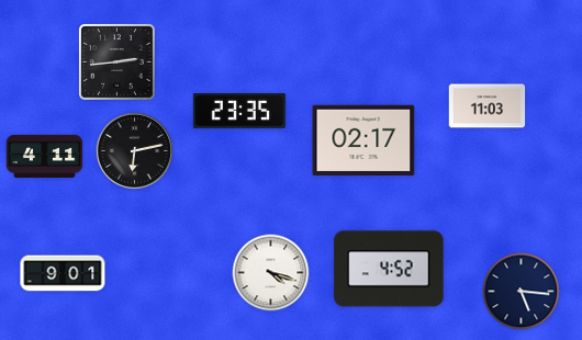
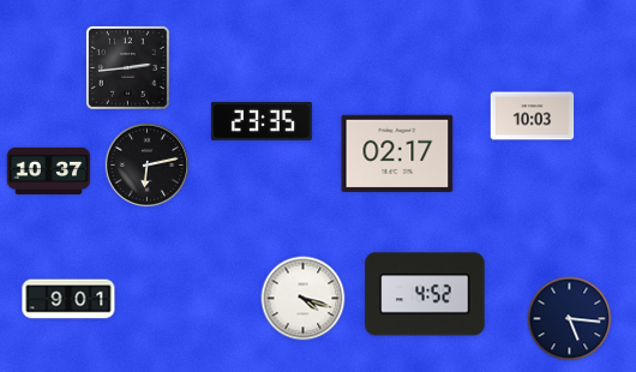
clock at (488, 106): 11:03 -> 10:03
clock at (45, 156): 4:11 -> 10:37
clock at (271, 273) position: (271, 273) -> (304, 299)
